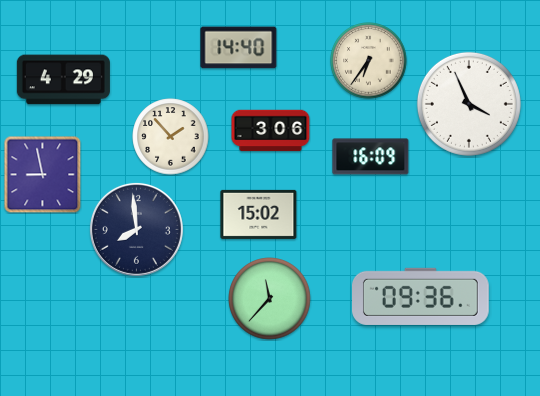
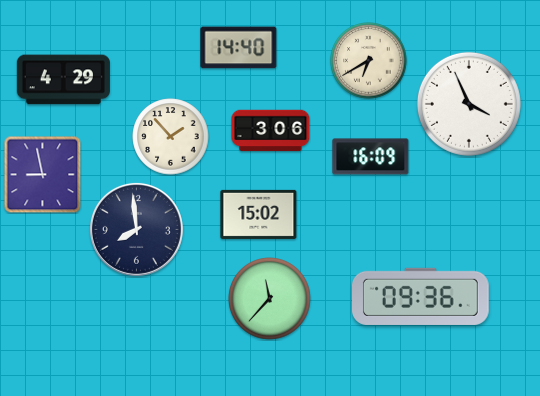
clock at (369, 61): 6:36 -> 6:40
